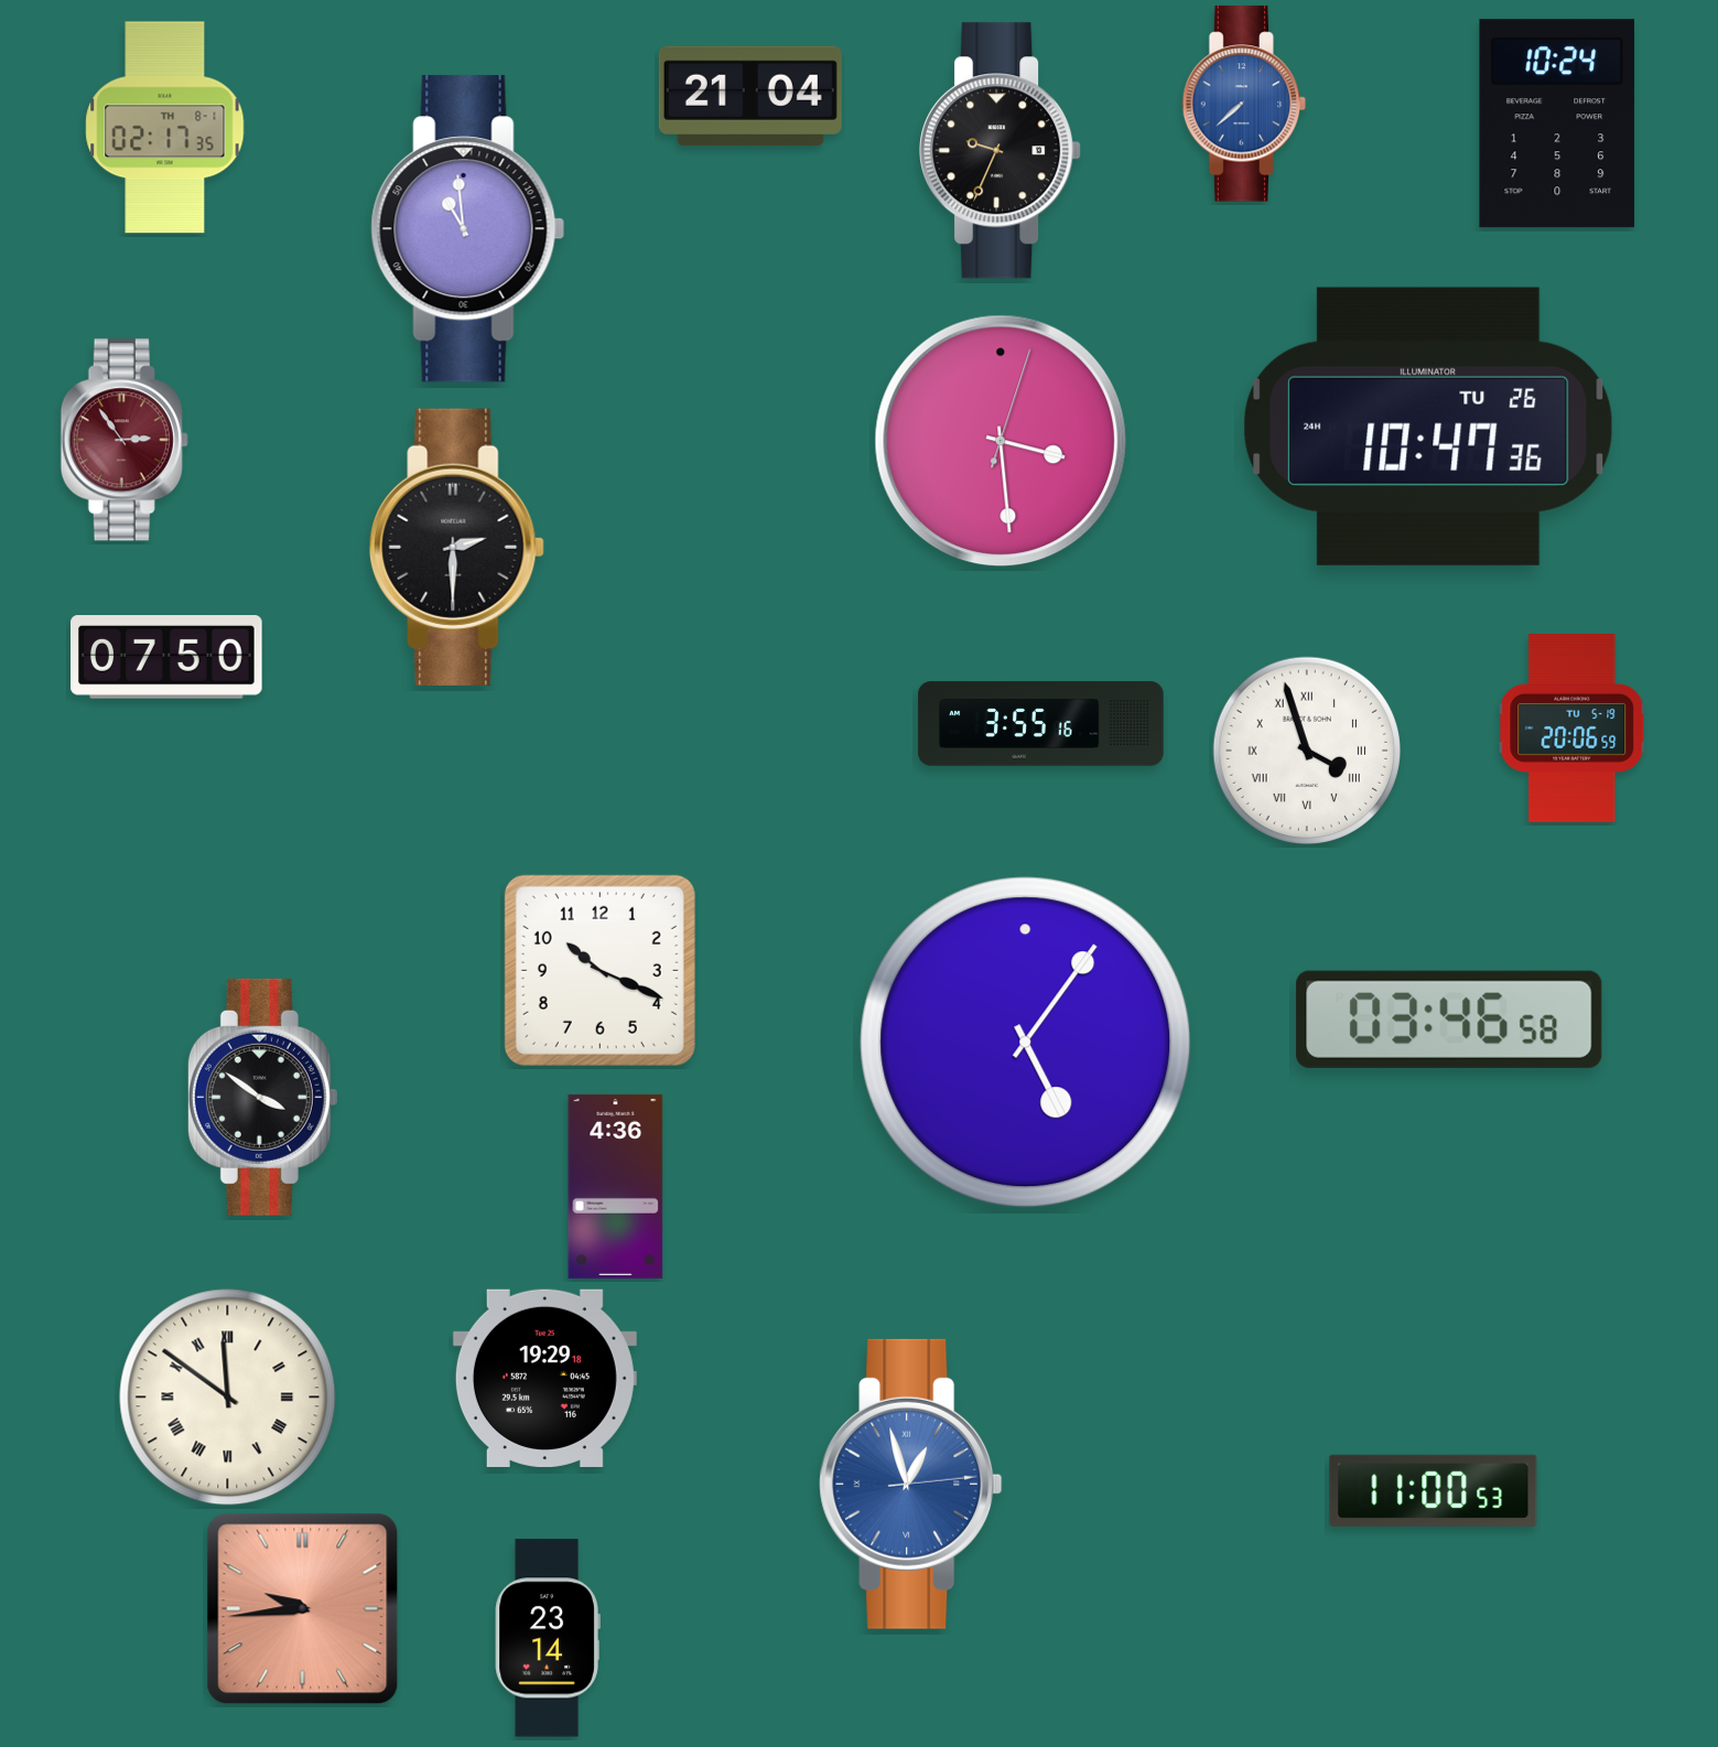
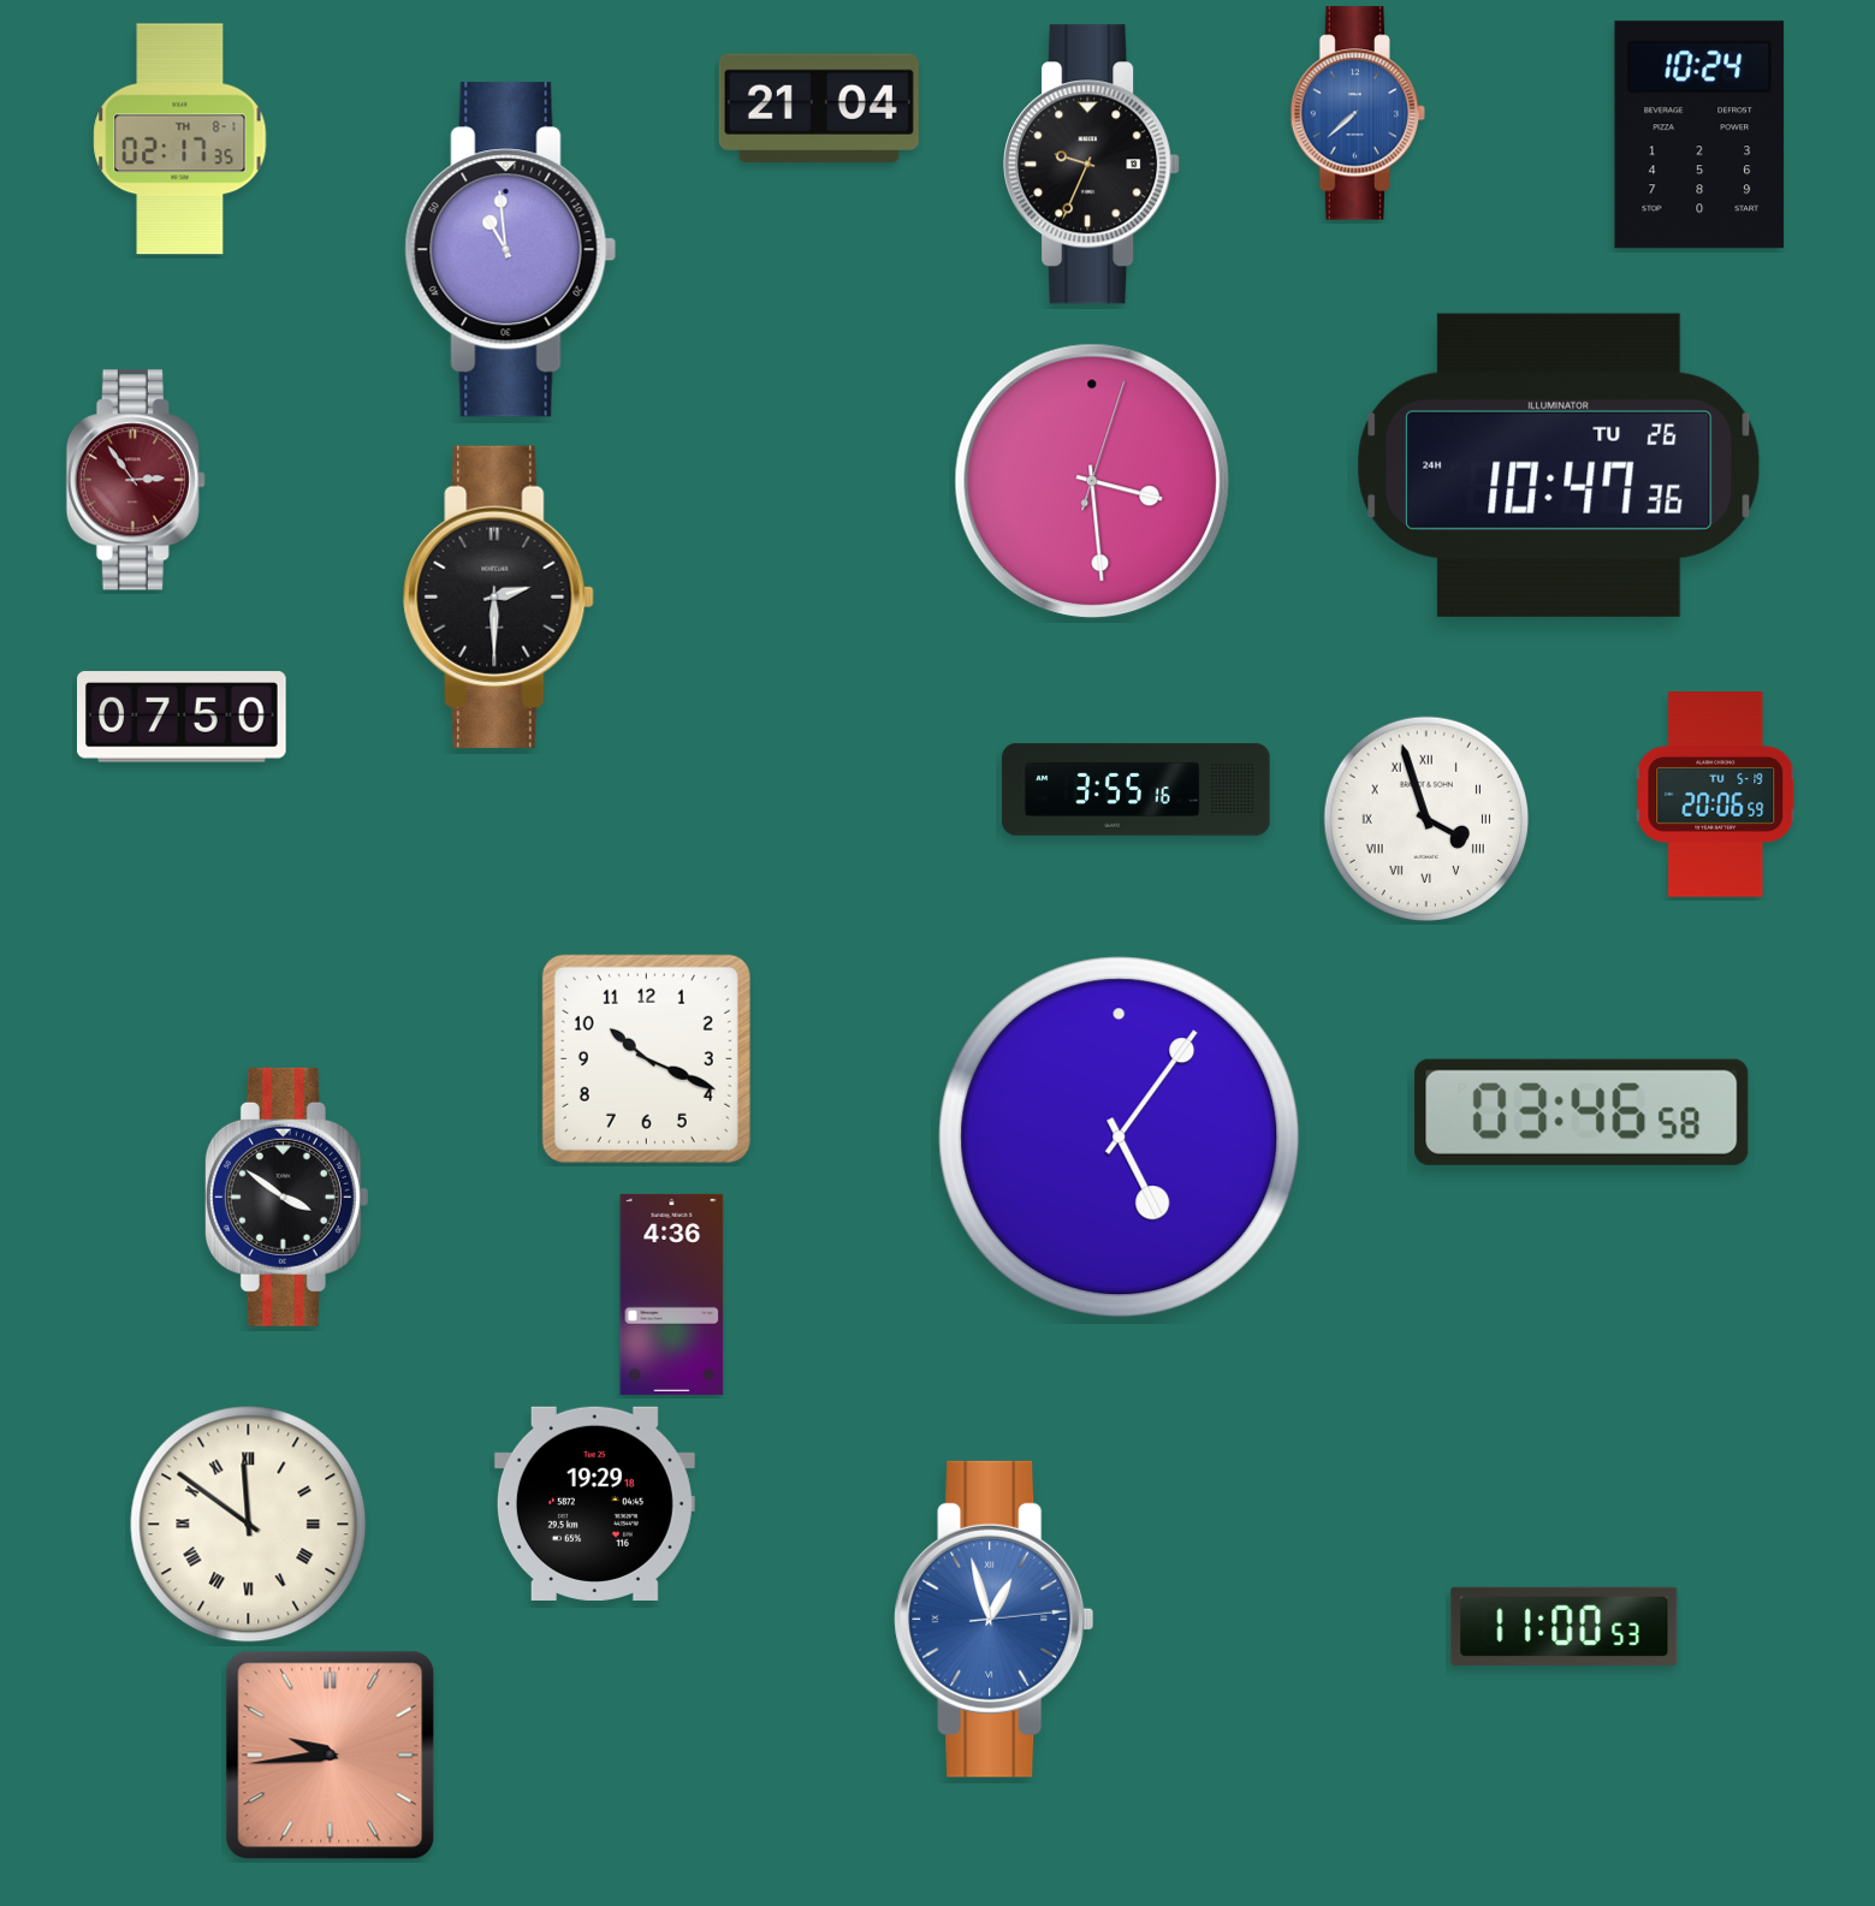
clock at (750, 95) position: (750, 95) -> (819, 107)
clock at (599, 970) position: (599, 970) -> (646, 1058)
clock at (548, 1638): 23:14 -> none
